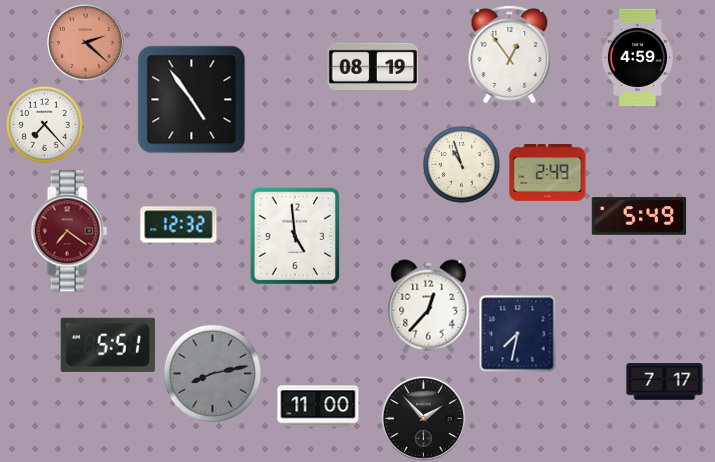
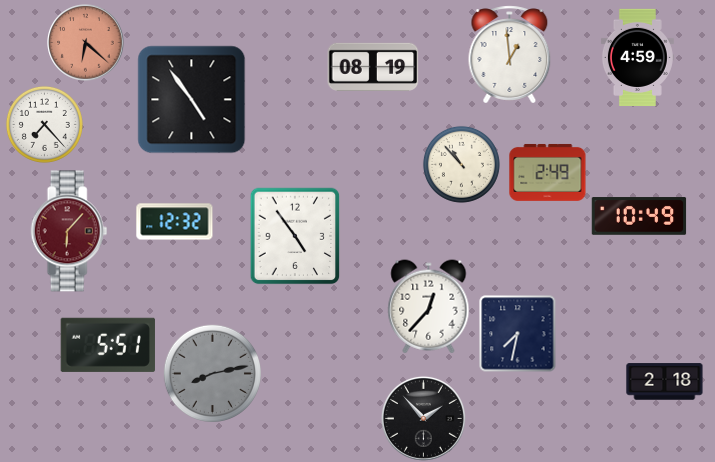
clock at (86, 43): 2:22 -> 6:22
clock at (510, 55): 12:54 -> 12:59
clock at (461, 164): 10:57 -> 10:53
clock at (639, 216): 5:49 -> 10:49
clock at (179, 225) position: (179, 225) -> (175, 222)
clock at (69, 231): 7:21 -> 6:07
clock at (295, 236): 4:59 -> 4:54
clock at (665, 382): 7:17 -> 2:18
clock at (318, 406): 11:00 -> none
